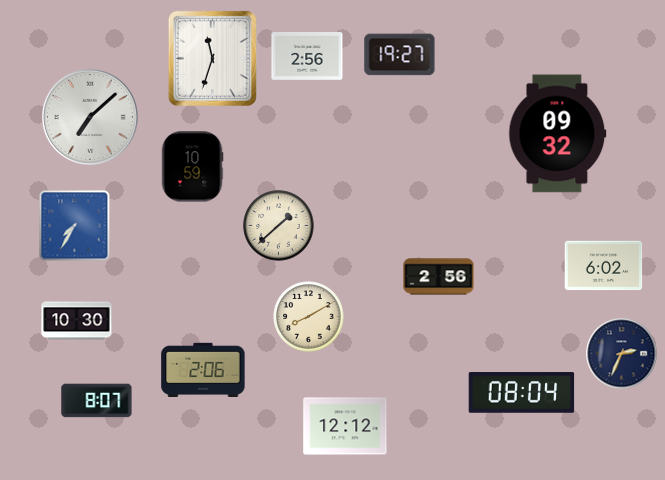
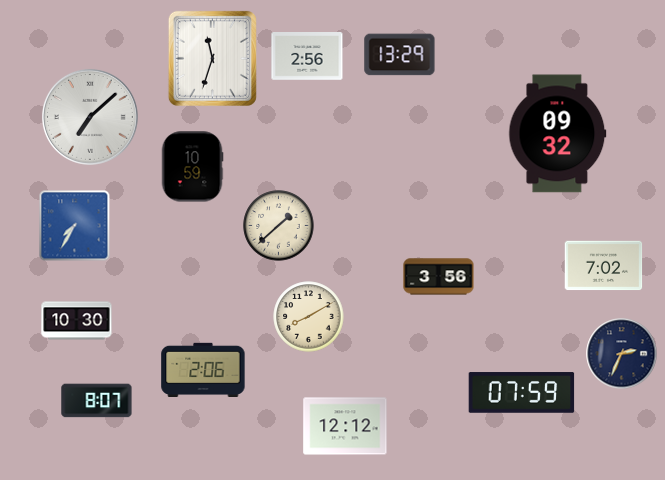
clock at (400, 55): 19:27 -> 13:29
clock at (604, 266): 6:02 -> 7:02
clock at (439, 277): 2:56 -> 3:56
clock at (522, 393): 08:04 -> 07:59
